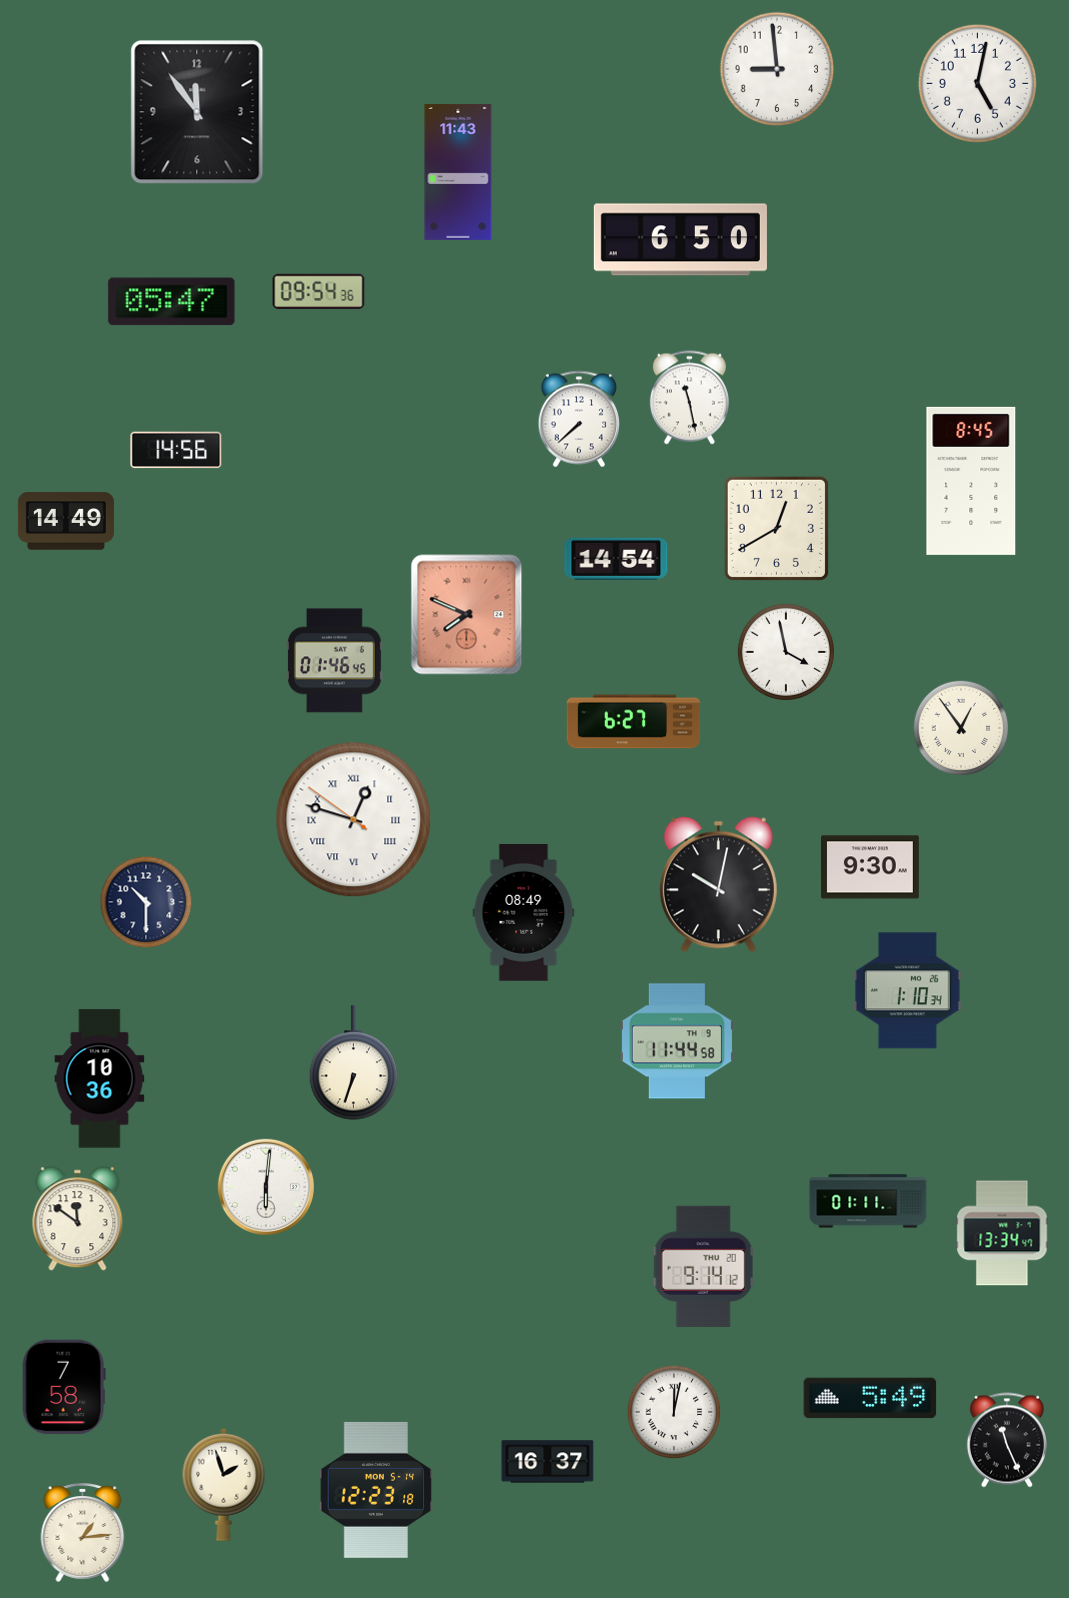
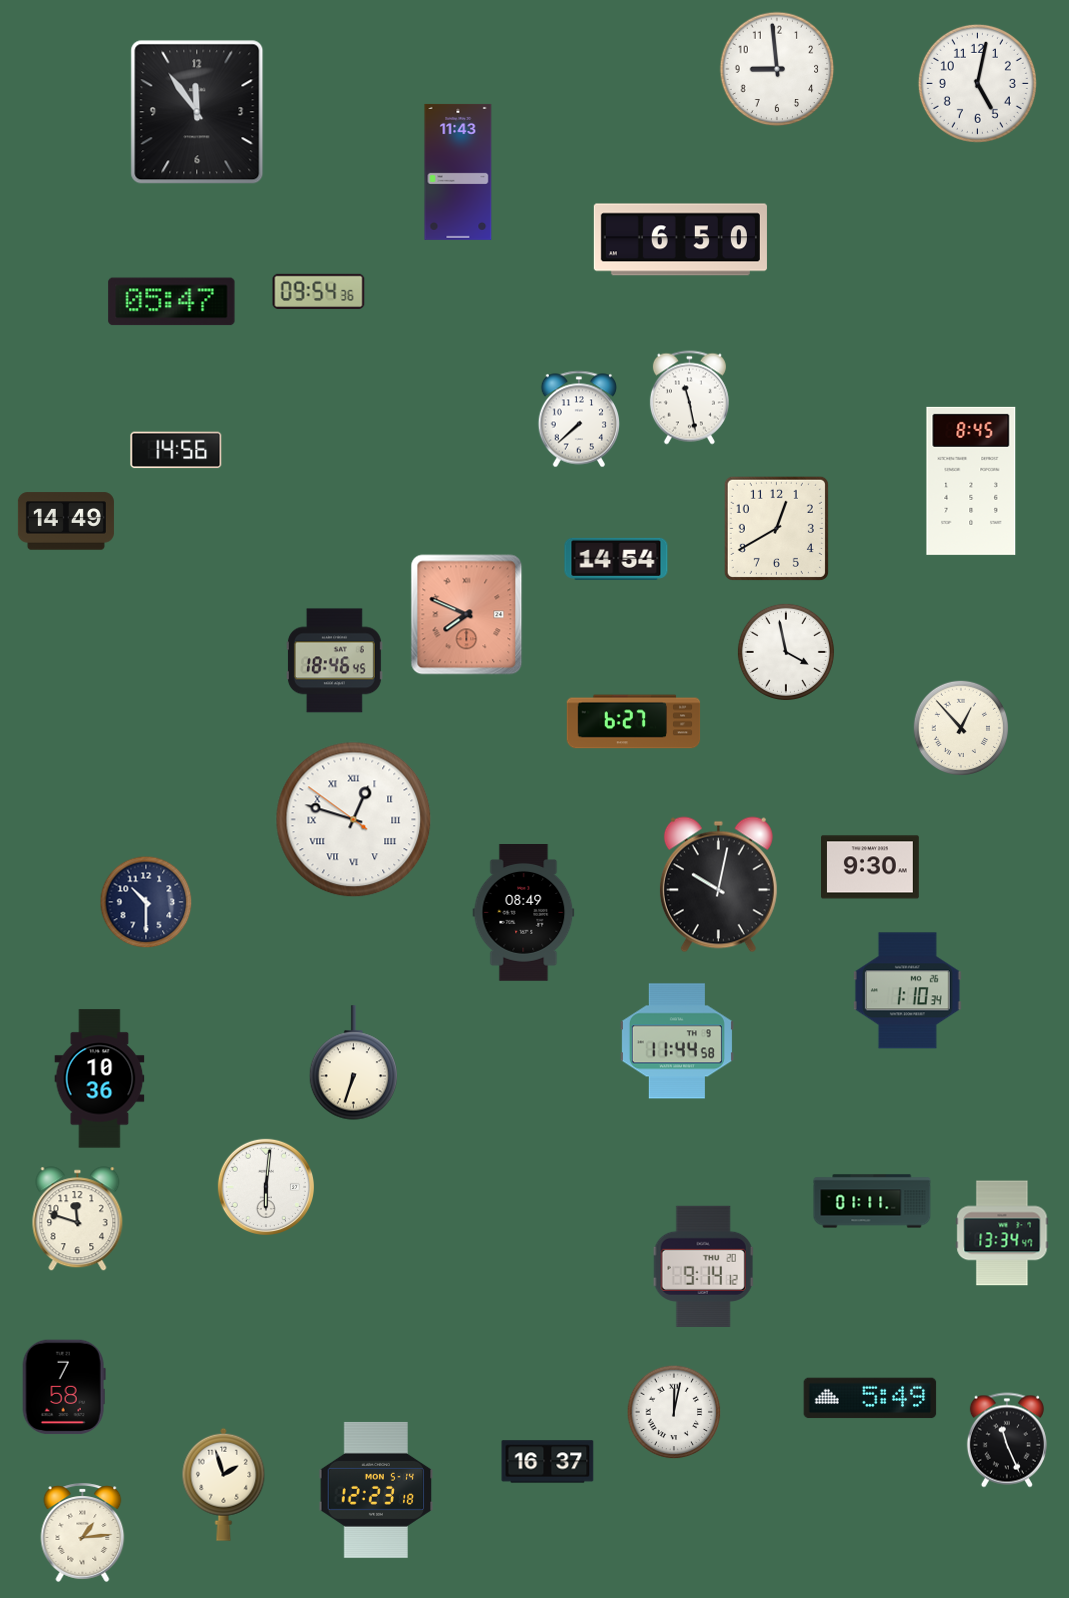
clock at (334, 661): 01:46 -> 18:46
clock at (960, 727): 12:54 -> 12:53
clock at (868, 1201) position: (868, 1201) -> (872, 1201)
clock at (78, 1219): 11:51 -> 11:48
